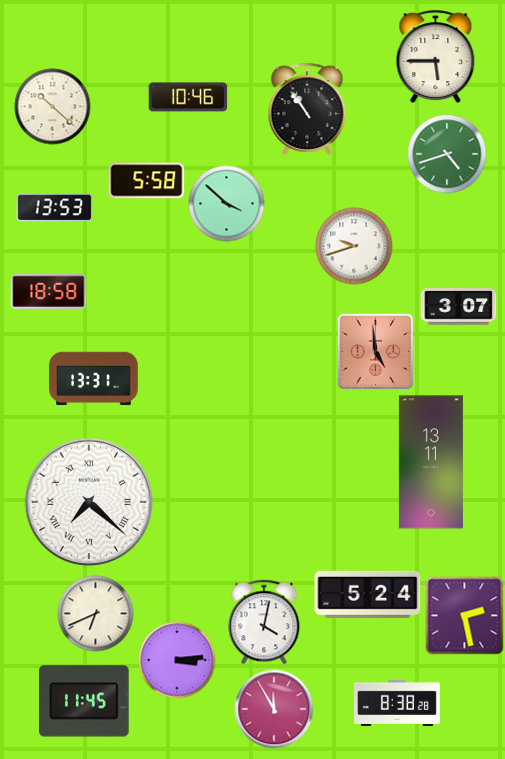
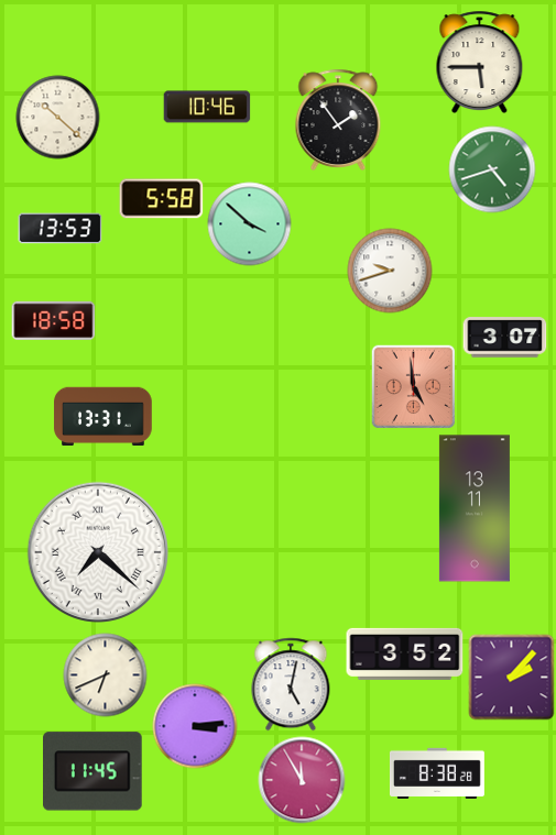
clock at (307, 109): 10:54 -> 1:54
clock at (368, 594): 5:24 -> 3:52
clock at (465, 616): 2:28 -> 2:07
clock at (264, 622): 4:02 -> 5:02
